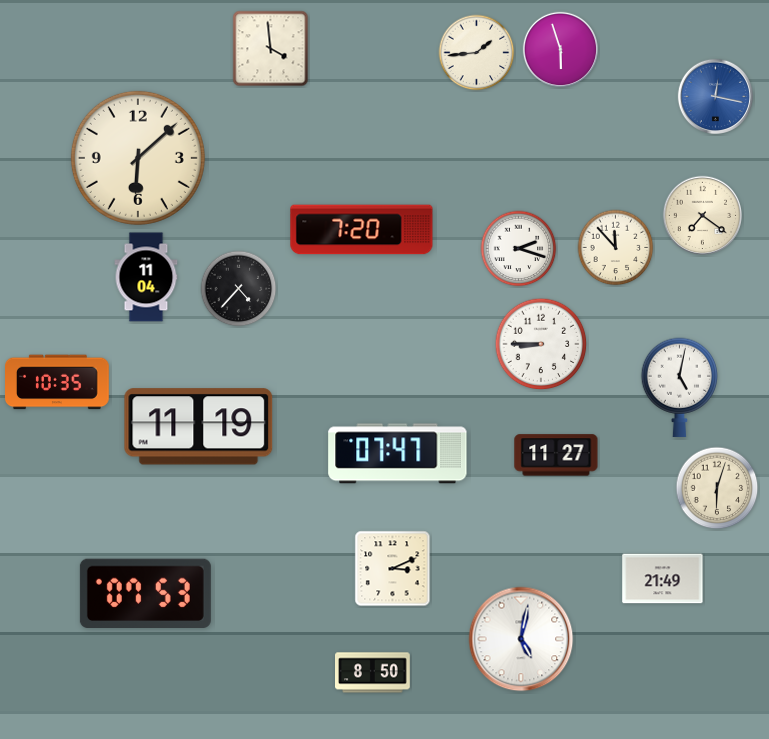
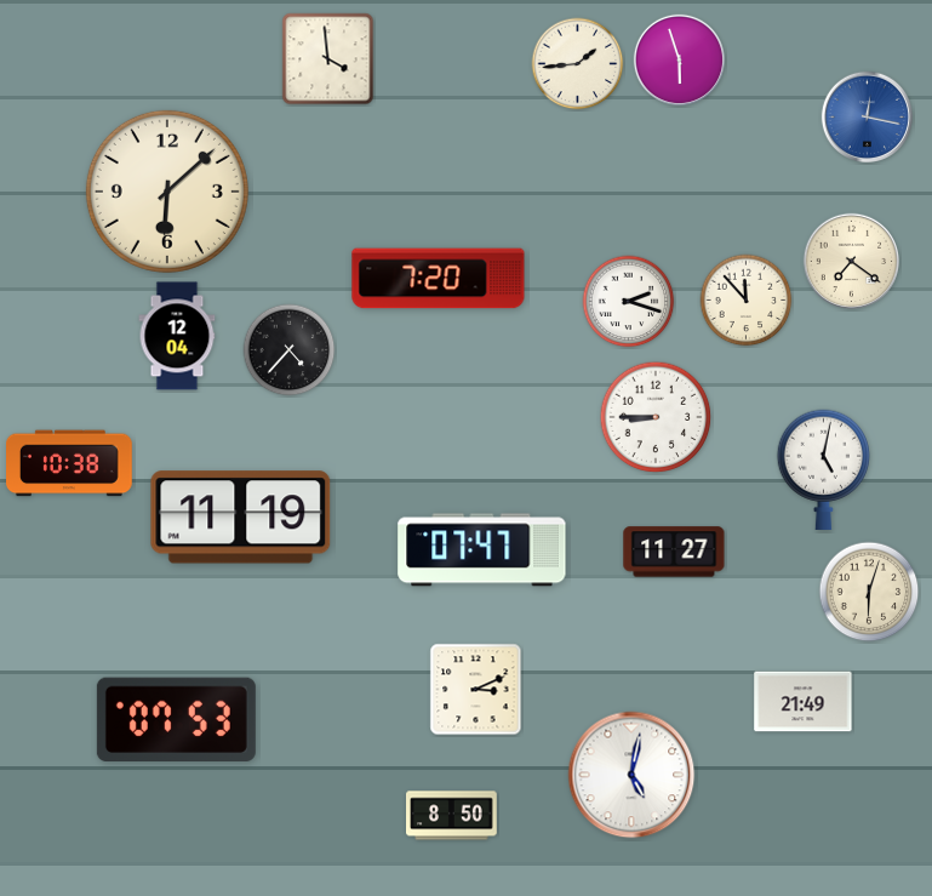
clock at (146, 277): 11:04 -> 12:04
clock at (58, 382): 10:35 -> 10:38
